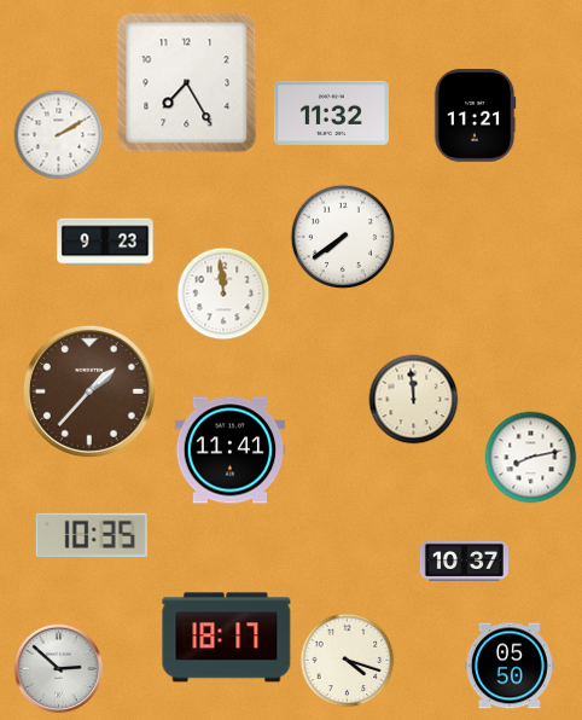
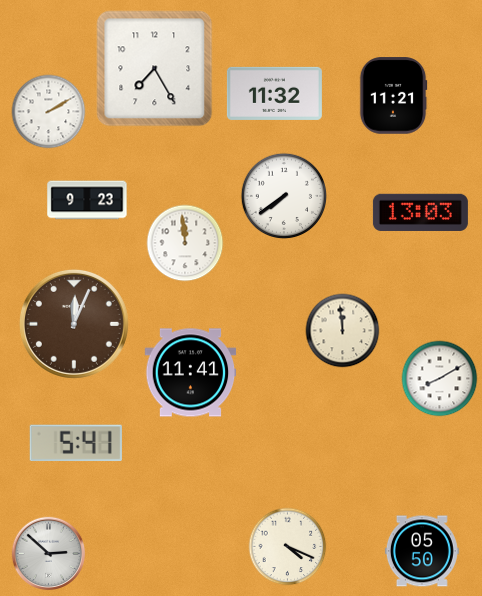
clock at (420, 212): none -> 13:03
clock at (89, 391): 1:37 -> 12:04
clock at (531, 458): 8:13 -> 8:10
clock at (92, 535): 10:35 -> 5:41
clock at (464, 561): 10:37 -> none
clock at (227, 638): 18:17 -> none
clock at (348, 661): 4:18 -> 4:19
